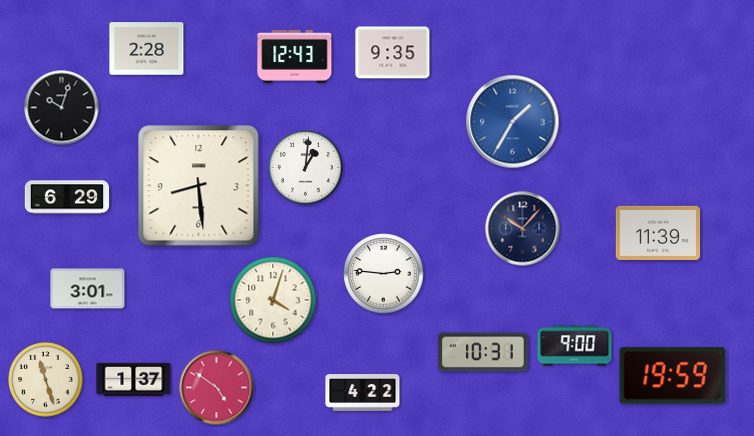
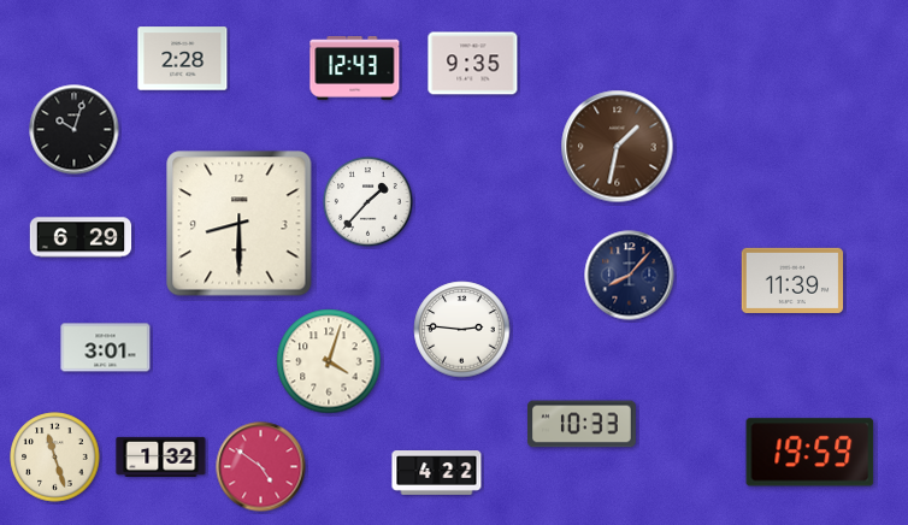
clock at (147, 49) position: (147, 49) -> (183, 59)
clock at (513, 122): 1:35 -> 1:32
clock at (513, 122) dial: blue -> brown
clock at (306, 168): 1:01 -> 1:37
clock at (199, 186): 8:29 -> 8:30
clock at (523, 229): 10:07 -> 8:07
clock at (575, 346): 9:00 -> none
clock at (484, 352): 10:31 -> 10:33
clock at (134, 379): 1:37 -> 1:32
